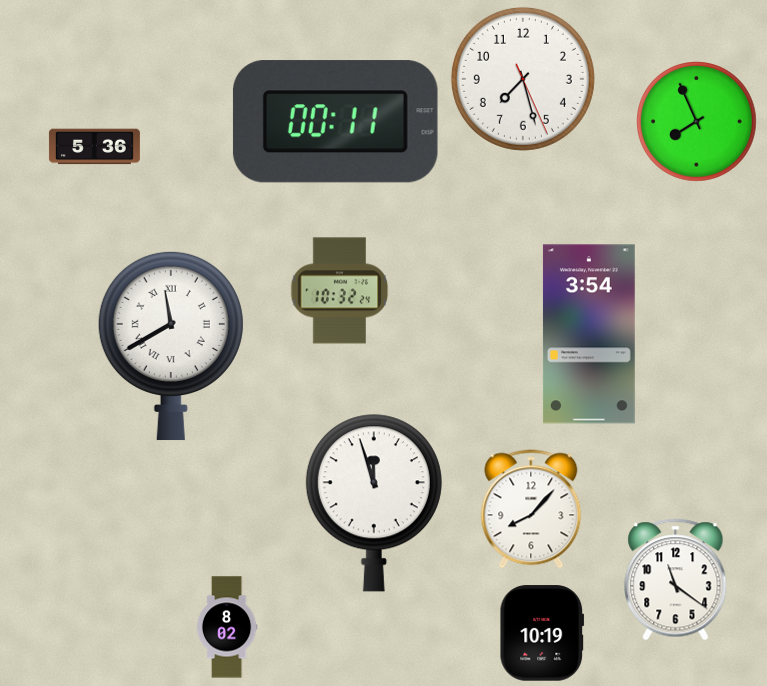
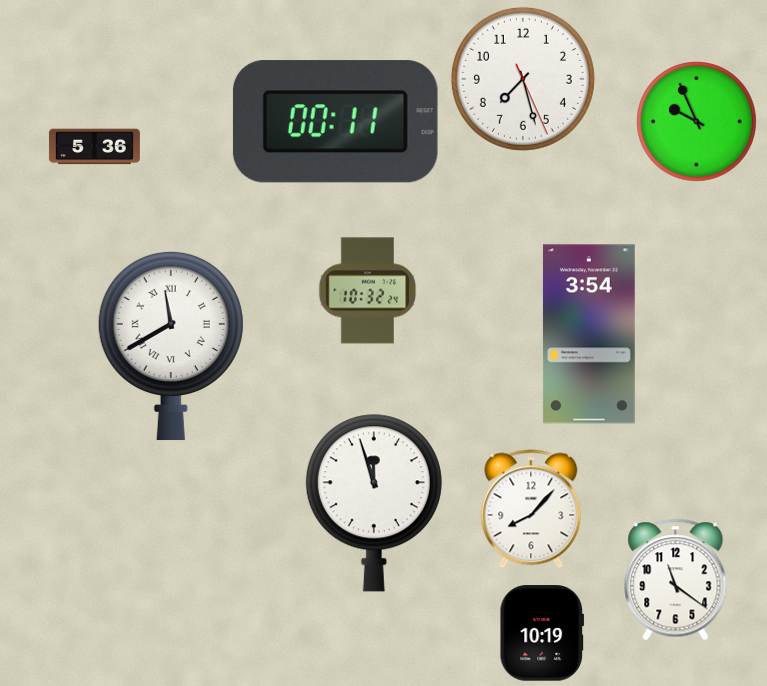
clock at (697, 122): 7:56 -> 9:56
clock at (340, 291) position: (340, 291) -> (368, 291)
clock at (227, 627): 8:02 -> none
